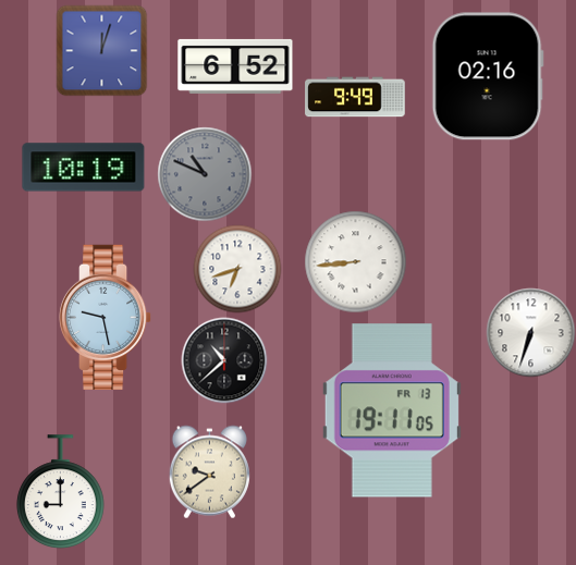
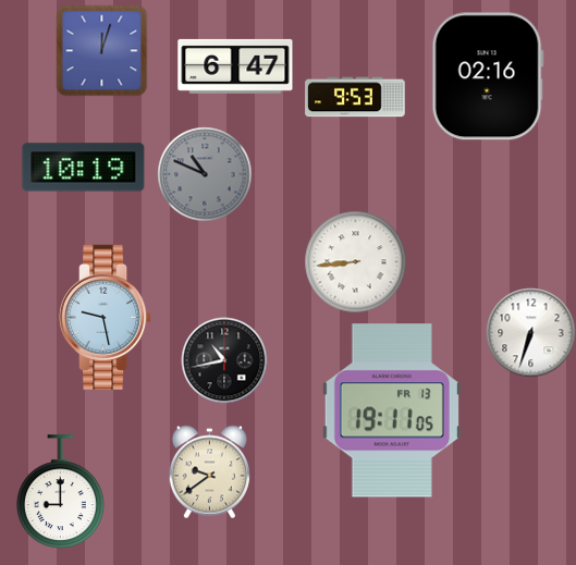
clock at (235, 66): 6:52 -> 6:47
clock at (355, 97): 9:49 -> 9:53
clock at (237, 269): 6:42 -> none
clock at (224, 360): 10:38 -> 10:43
